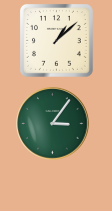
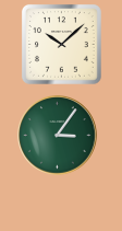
clock at (56, 40): 1:08 -> 10:08
